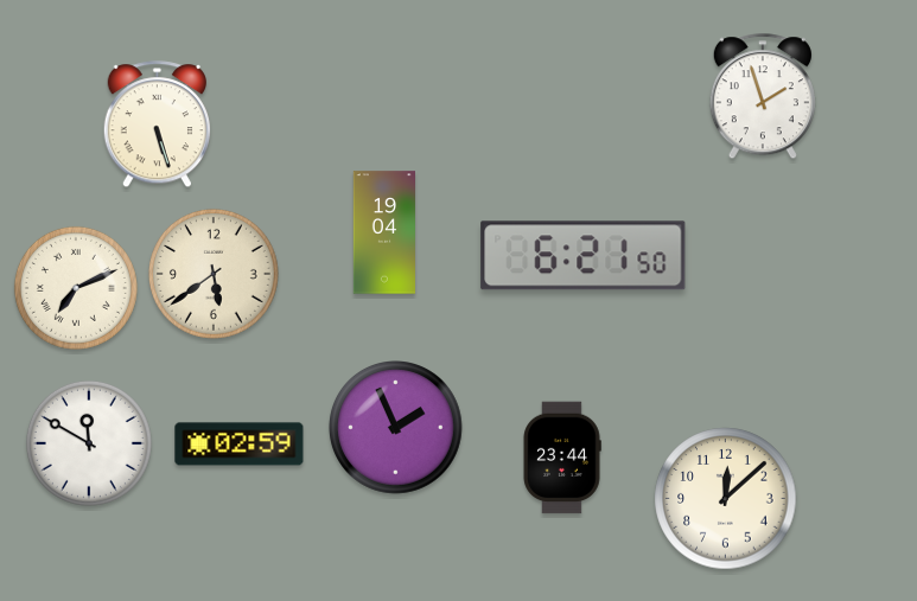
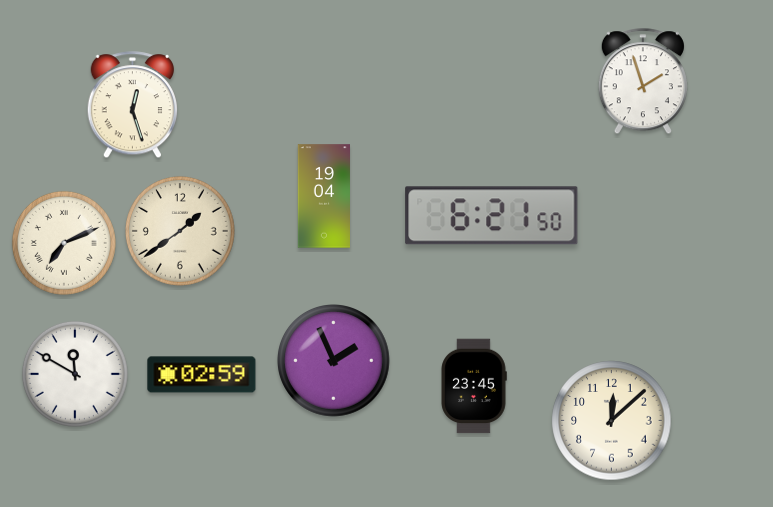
clock at (157, 124): 5:27 -> 12:27
clock at (214, 274): 5:39 -> 1:39
clock at (562, 458): 23:44 -> 23:45
